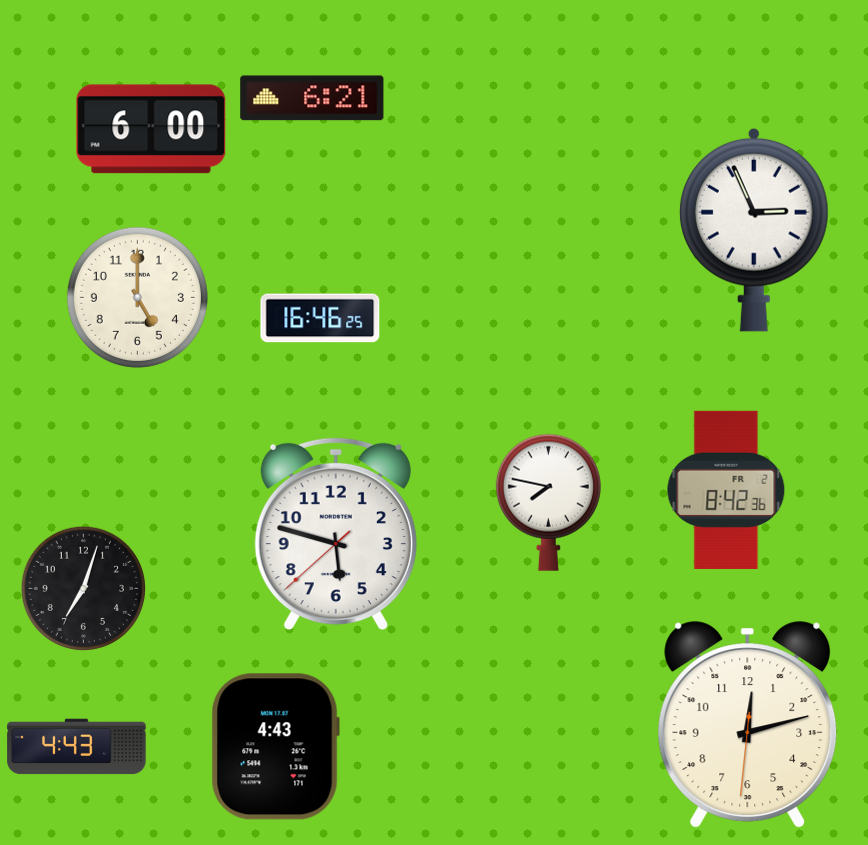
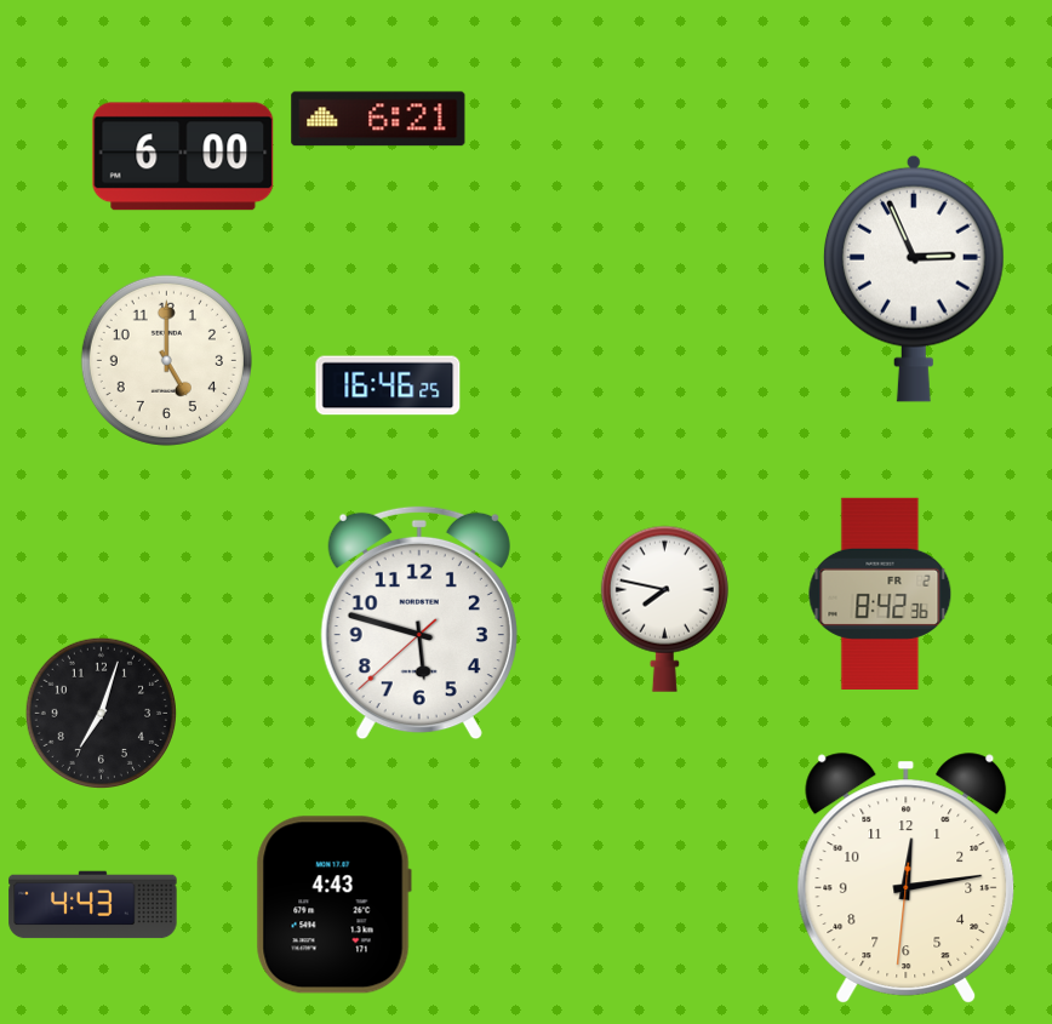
clock at (336, 534) position: (336, 534) -> (419, 623)
clock at (748, 725): 12:12 -> 12:13
